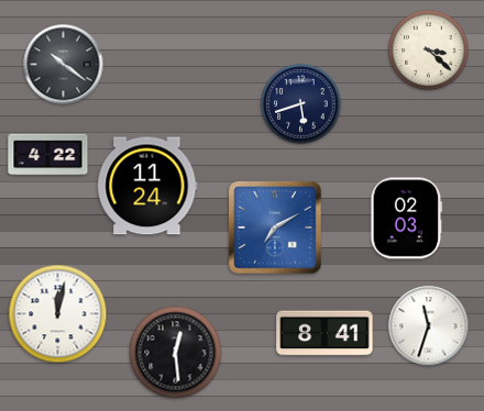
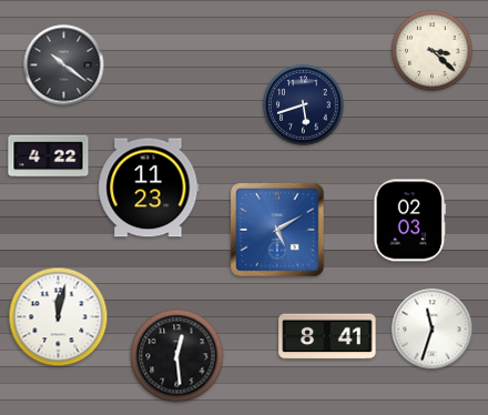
clock at (147, 186): 11:24 -> 11:23
clock at (275, 227): 7:10 -> 5:10
